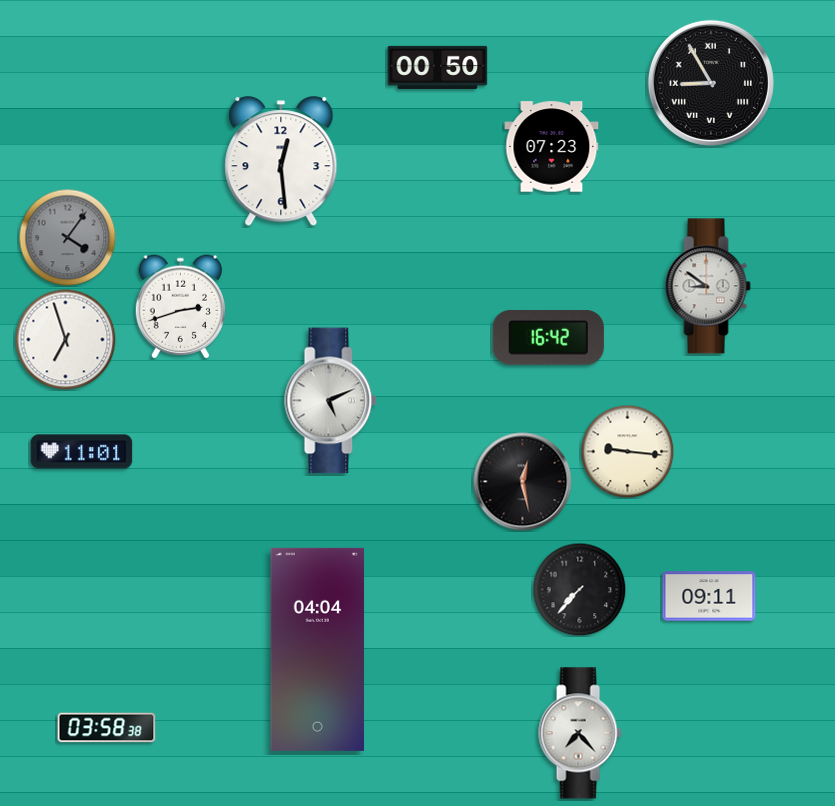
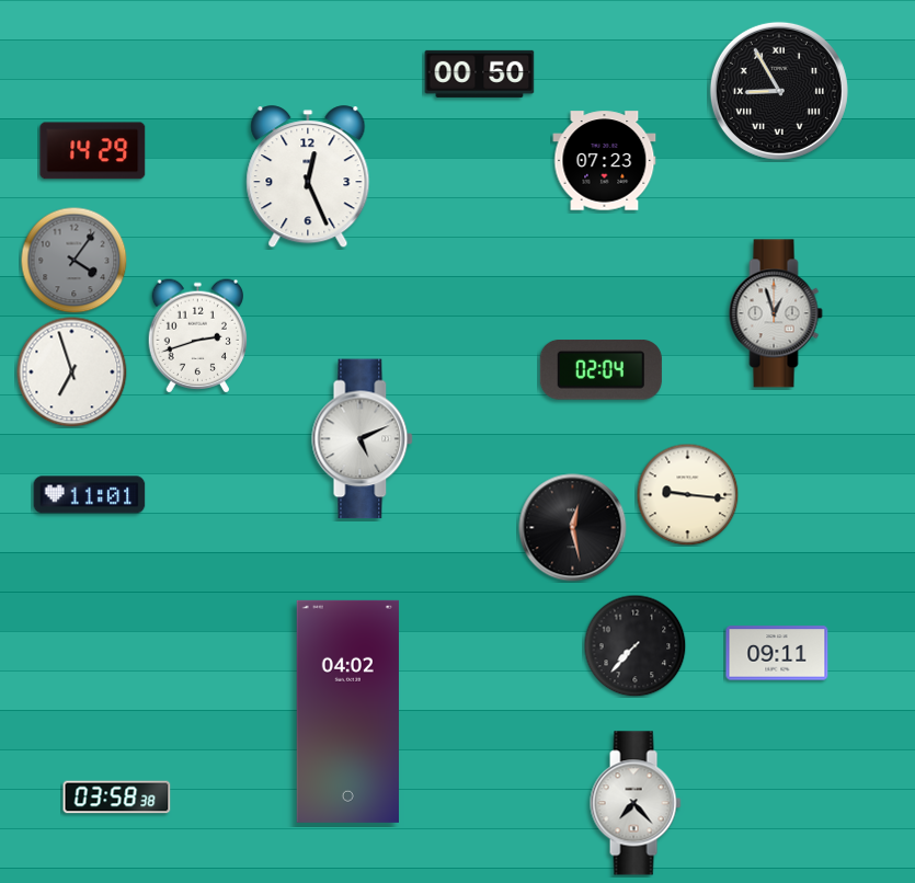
clock at (93, 151): none -> 14:29
clock at (281, 162): 12:29 -> 12:26
clock at (708, 286): 8:51 -> 12:57
clock at (548, 338): 16:42 -> 02:04
clock at (317, 649): 04:04 -> 04:02
